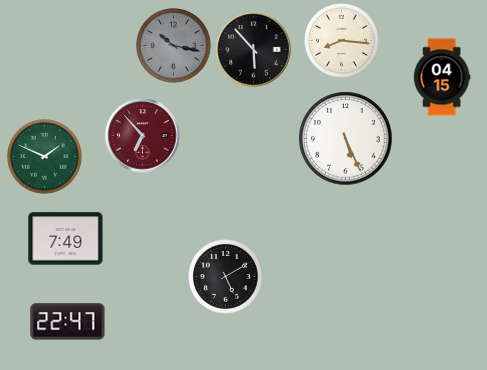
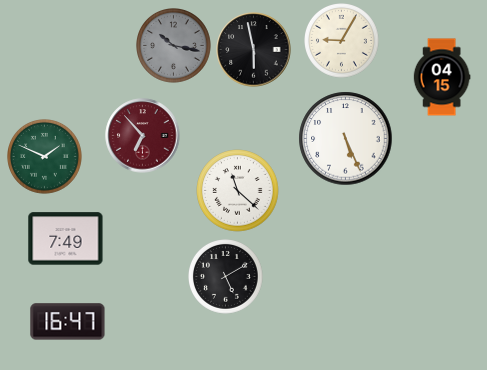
clock at (342, 41): 8:16 -> 9:05
clock at (254, 50): 5:53 -> 5:58
clock at (238, 191): none -> 11:22
clock at (68, 322): 22:47 -> 16:47
